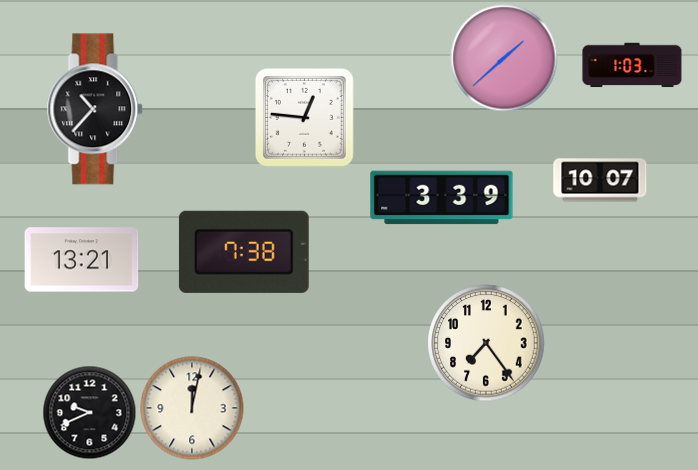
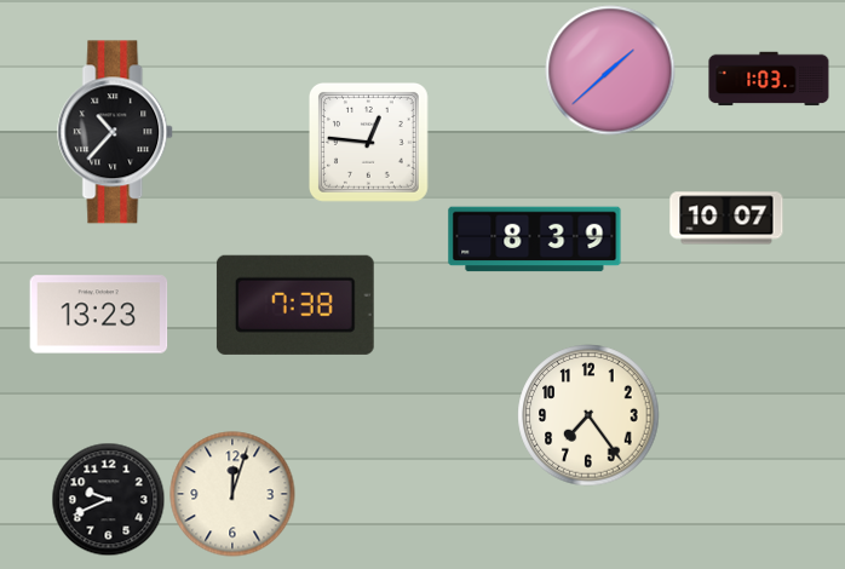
clock at (632, 65) position: (632, 65) -> (769, 79)
clock at (442, 198): 3:39 -> 8:39
clock at (82, 260): 13:21 -> 13:23
clock at (192, 408): 12:02 -> 12:03
